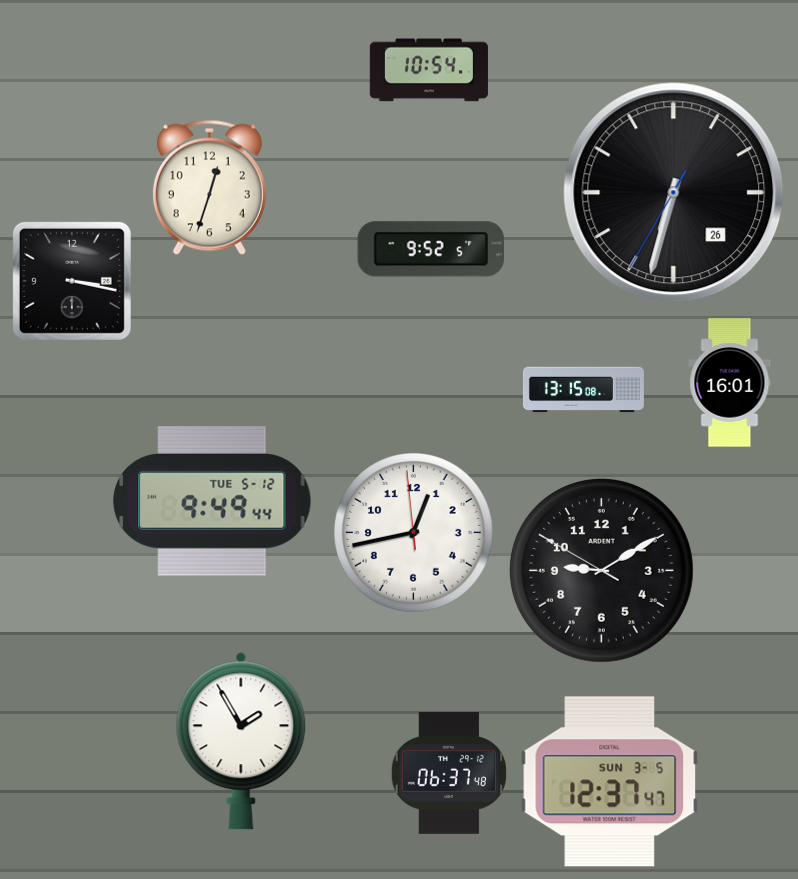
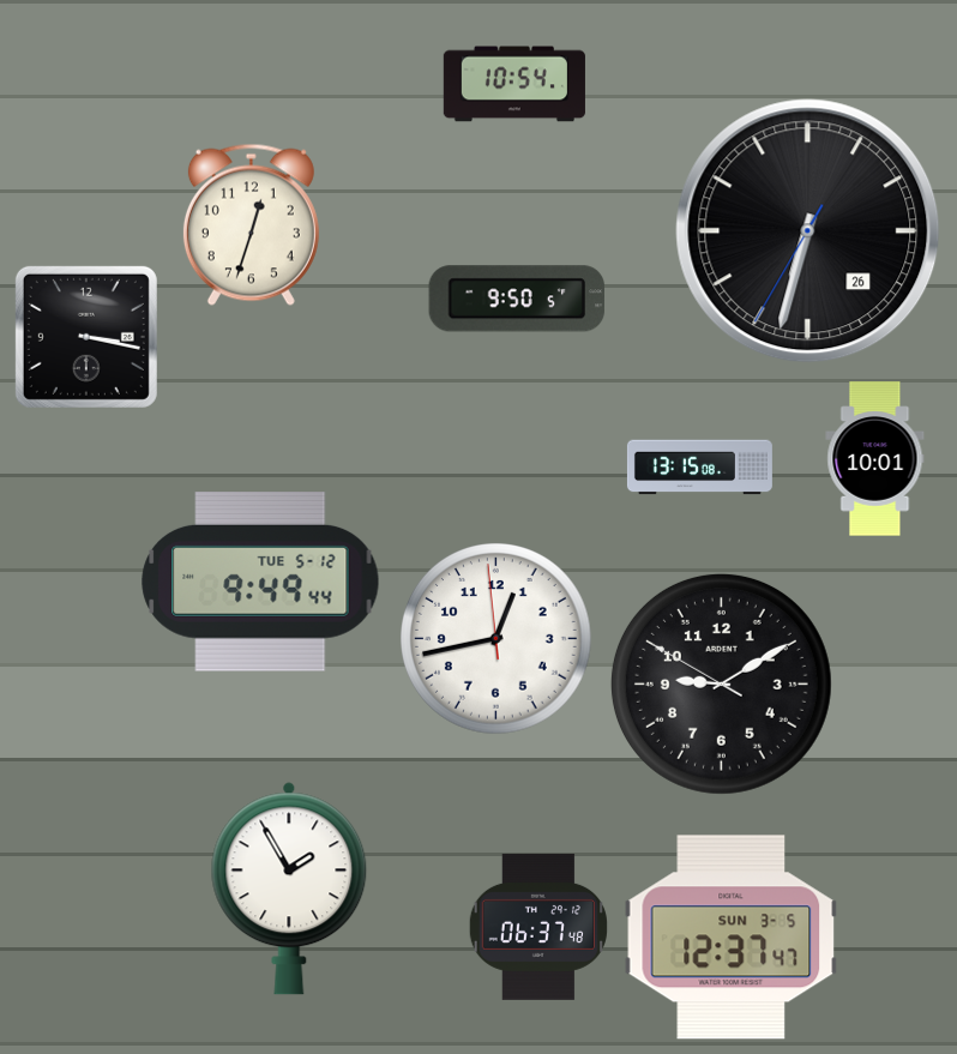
clock at (431, 249): 9:52 -> 9:50
clock at (730, 383): 16:01 -> 10:01
clock at (212, 501) position: (212, 501) -> (260, 582)
